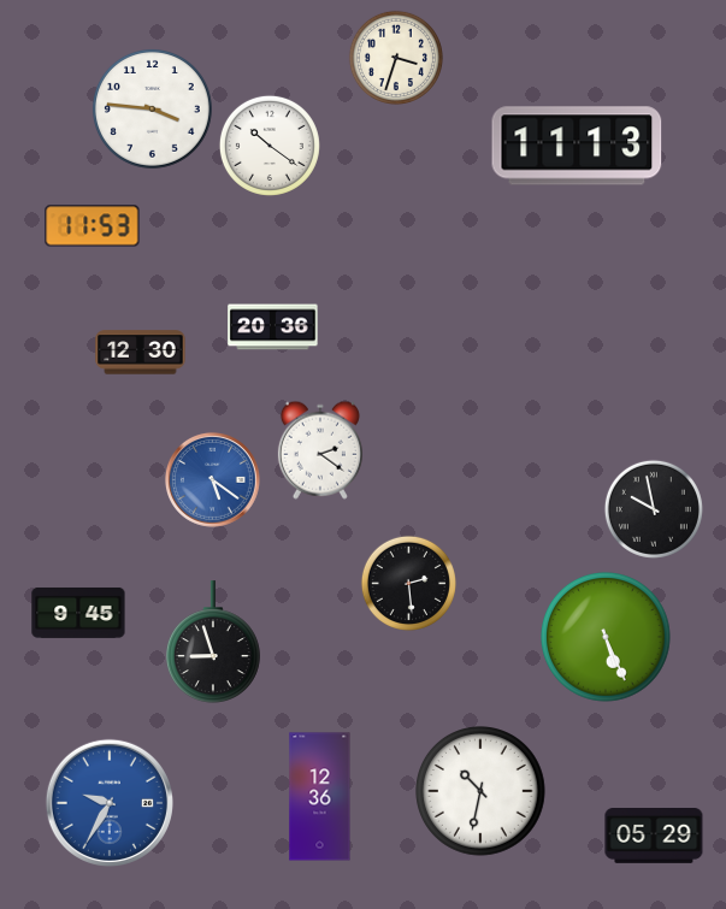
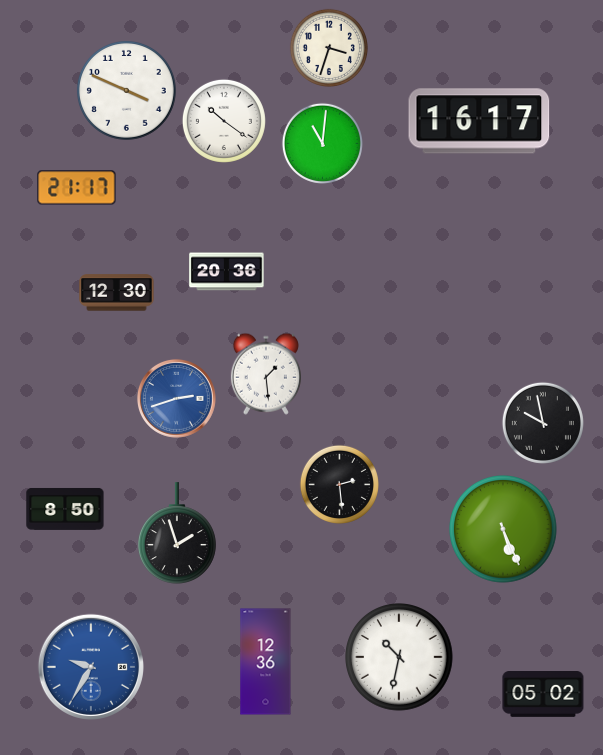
clock at (152, 108): 3:46 -> 3:49
clock at (577, 146): 11:13 -> 16:17
clock at (322, 143): none -> 11:01
clock at (93, 226): 11:53 -> 21:17
clock at (320, 450): 2:21 -> 1:29
clock at (212, 479): 5:21 -> 2:42
clock at (78, 613): 9:45 -> 8:50
clock at (213, 642): 8:57 -> 1:57
clock at (654, 837): 05:29 -> 05:02
